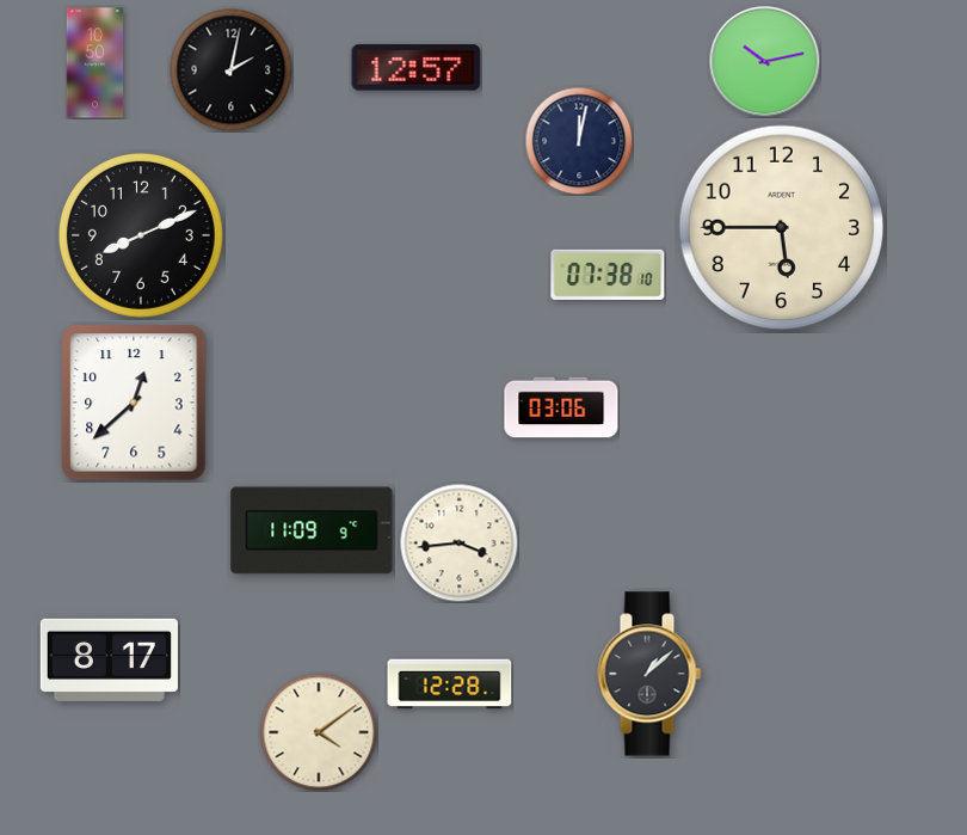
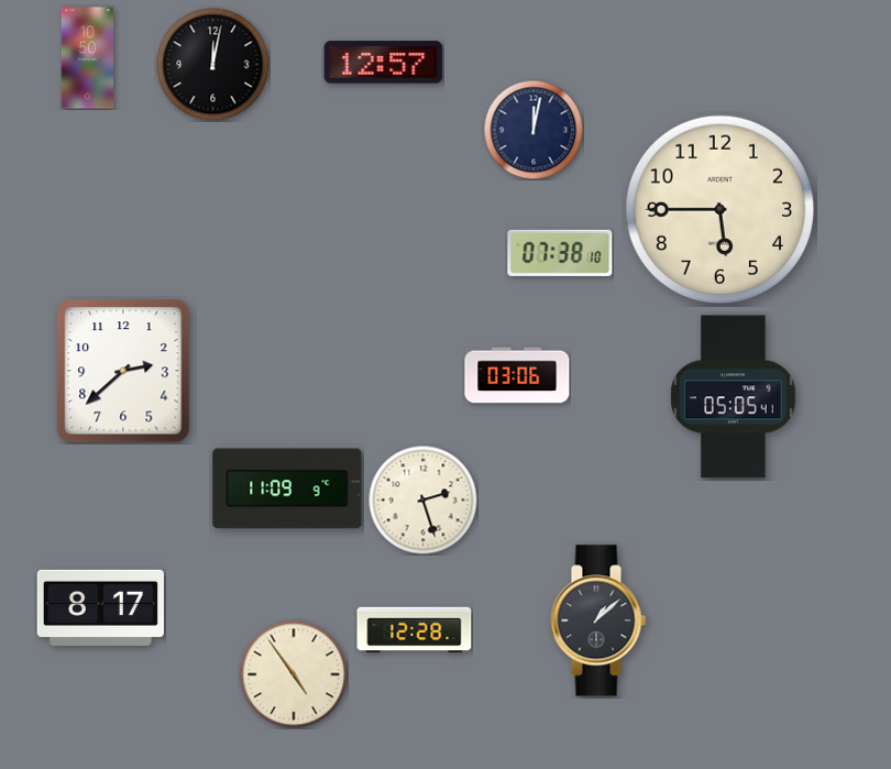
clock at (764, 61): 10:13 -> none
clock at (232, 70): 2:02 -> 12:02
clock at (141, 235): 8:11 -> none
clock at (134, 403): 12:38 -> 2:38
clock at (734, 397): none -> 05:05
clock at (460, 544): 3:44 -> 2:27
clock at (319, 732): 4:09 -> 4:54
